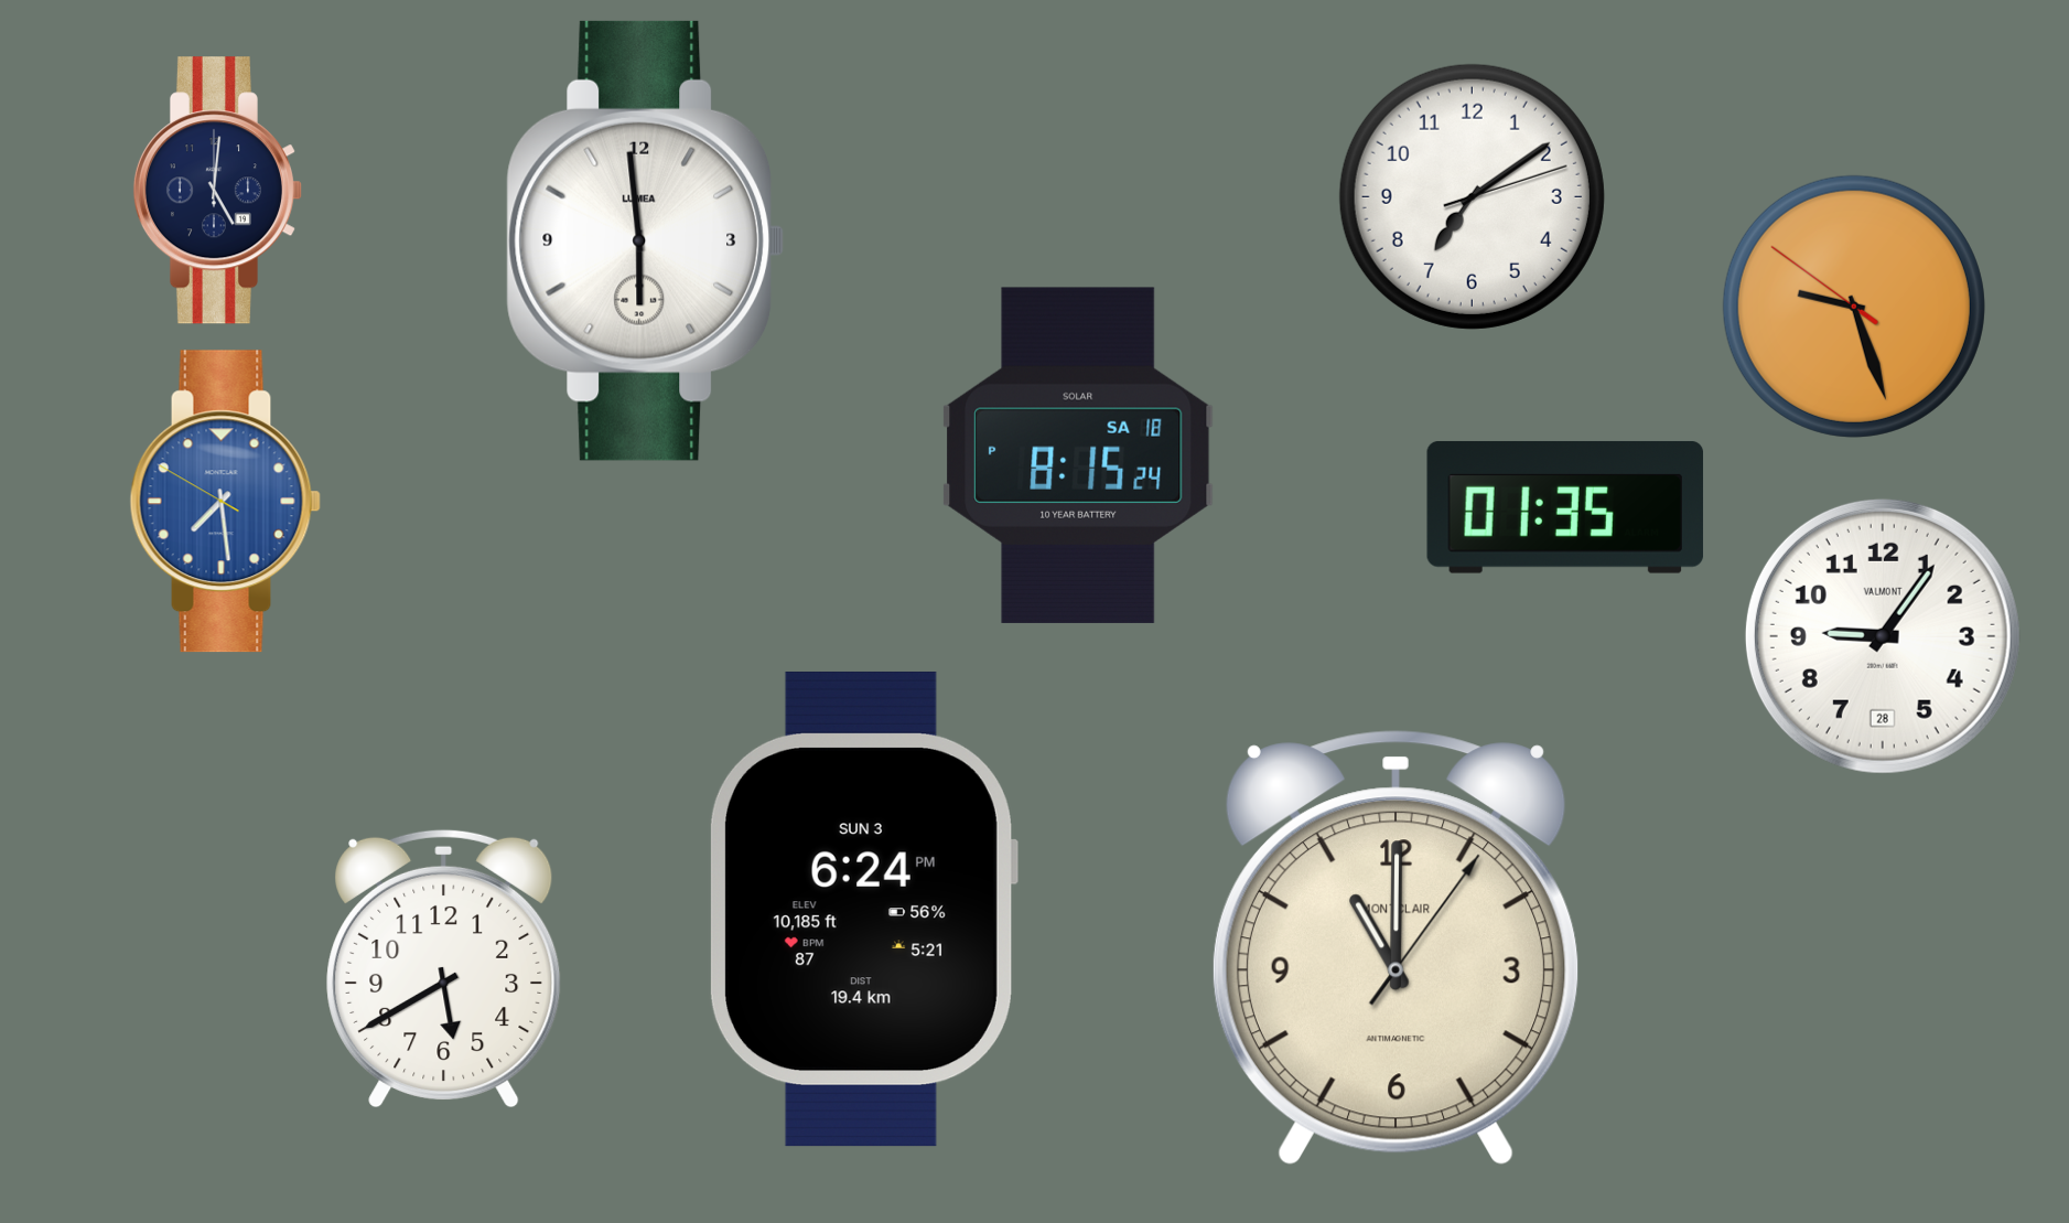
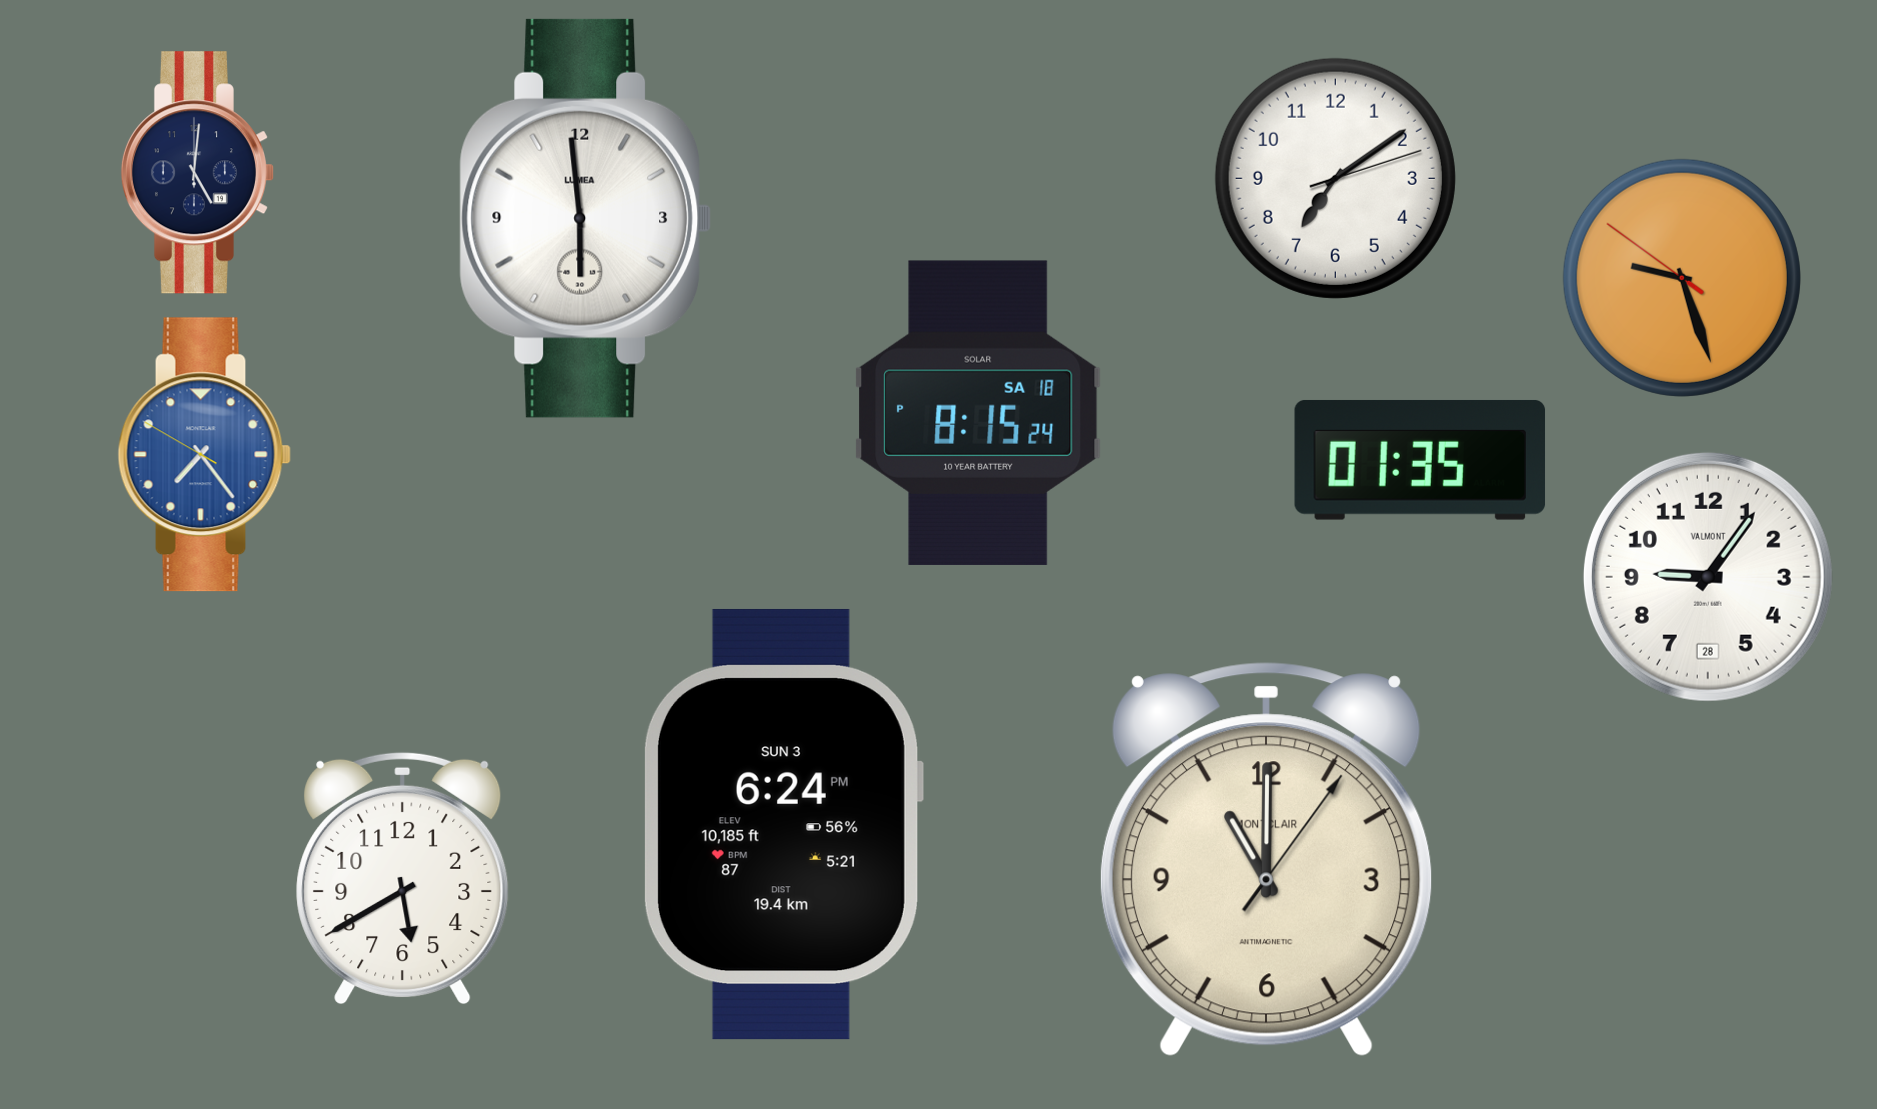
clock at (225, 502): 7:28 -> 7:23
